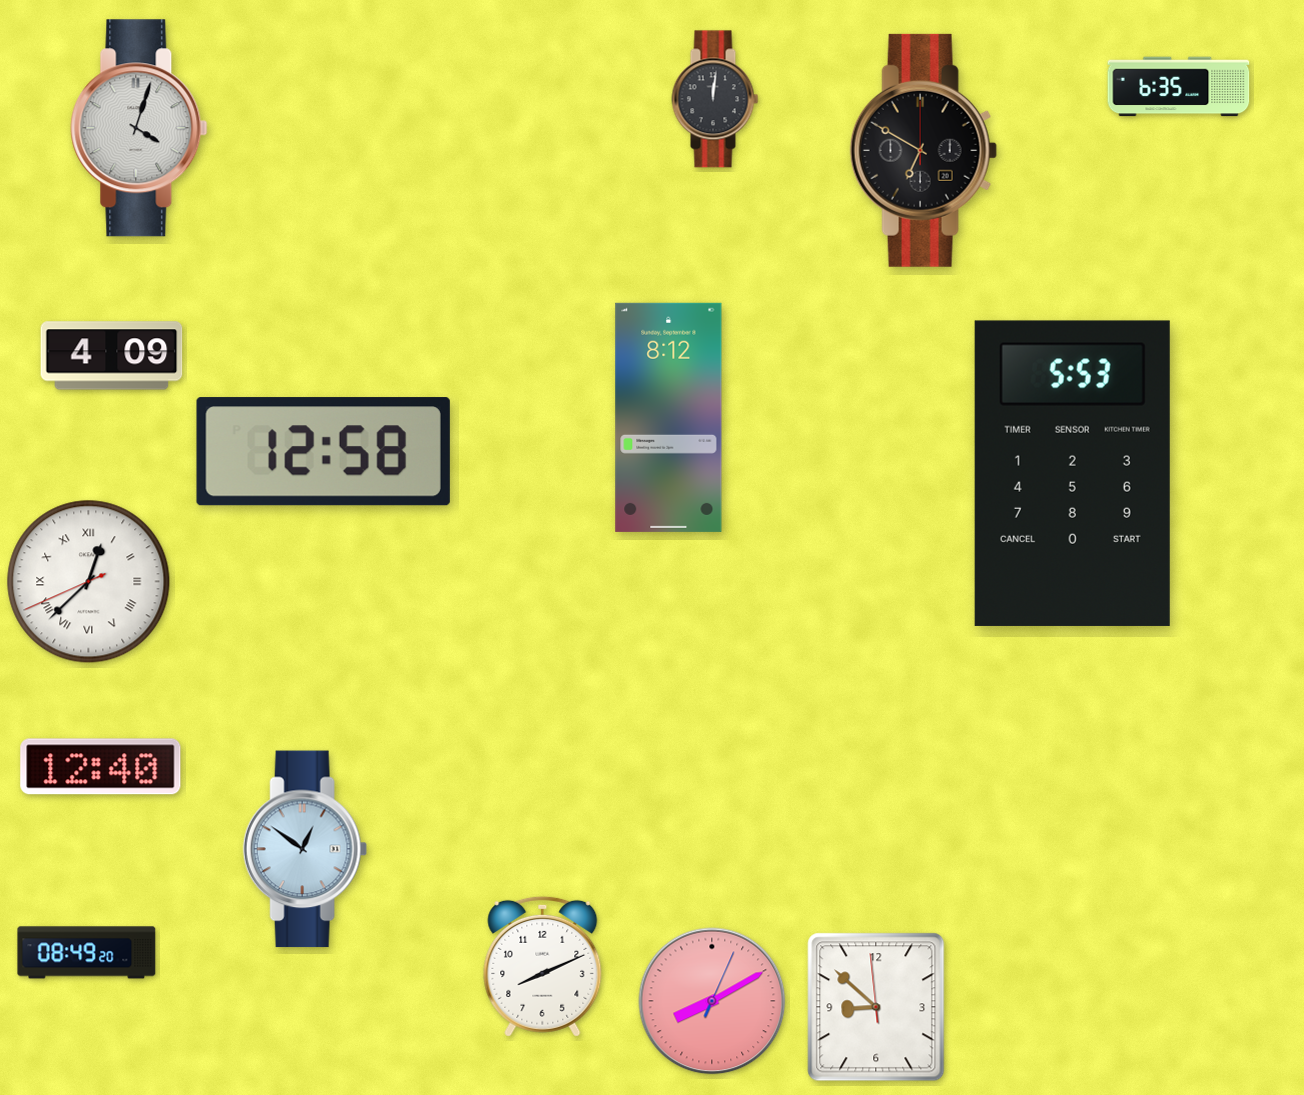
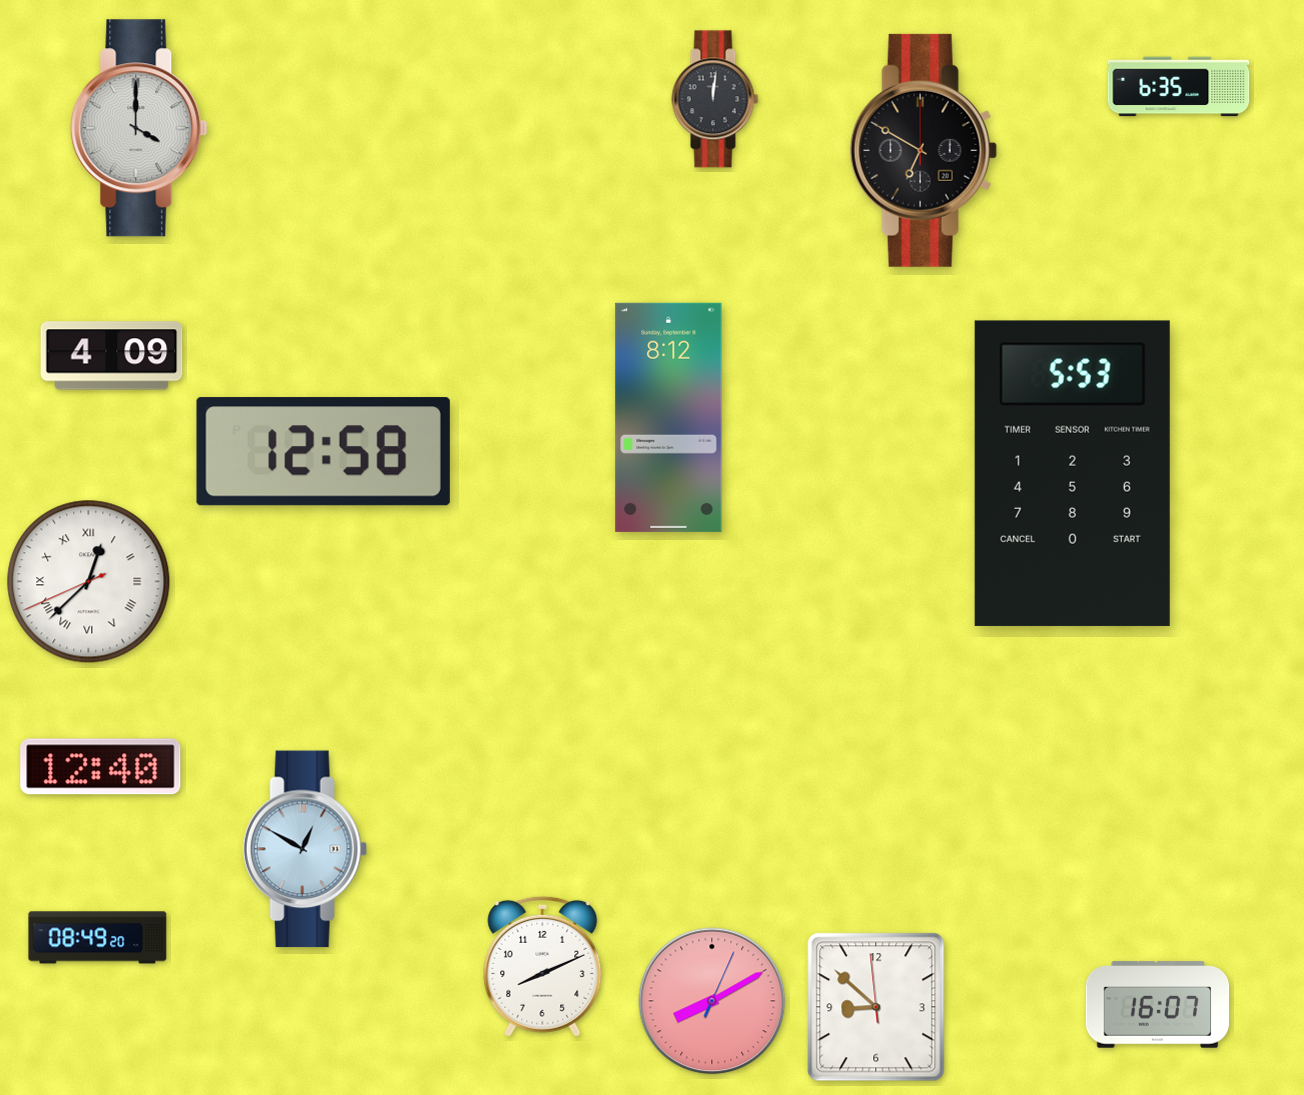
clock at (139, 128): 4:03 -> 4:00
clock at (305, 849): 12:51 -> 12:50
clock at (87, 953) position: (87, 953) -> (98, 938)
clock at (1158, 1005): none -> 16:07
